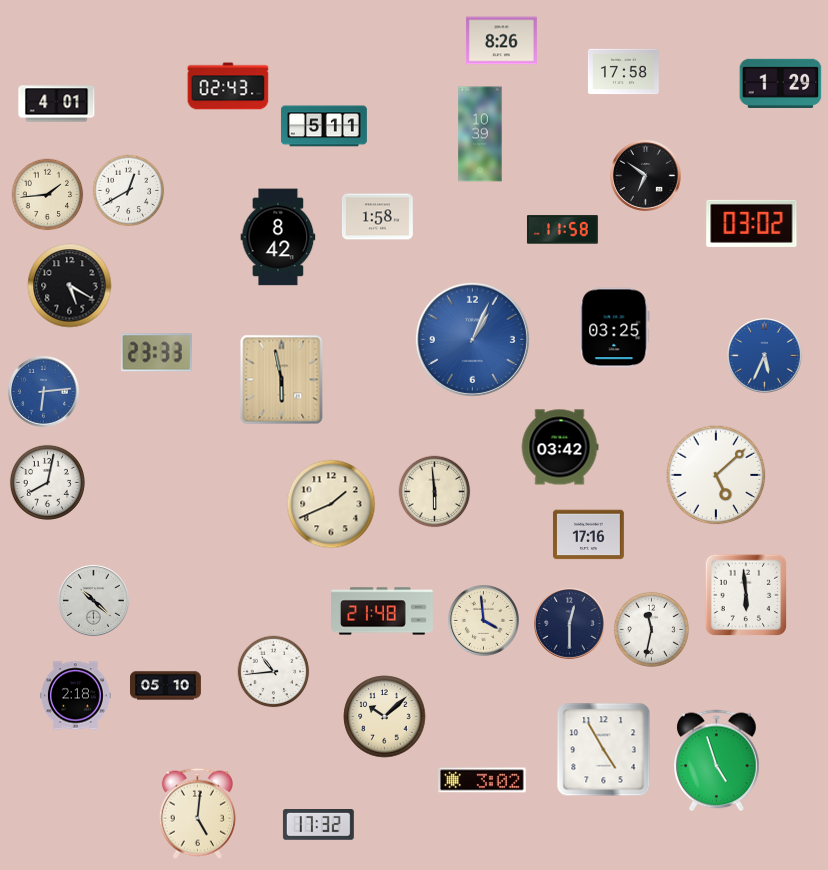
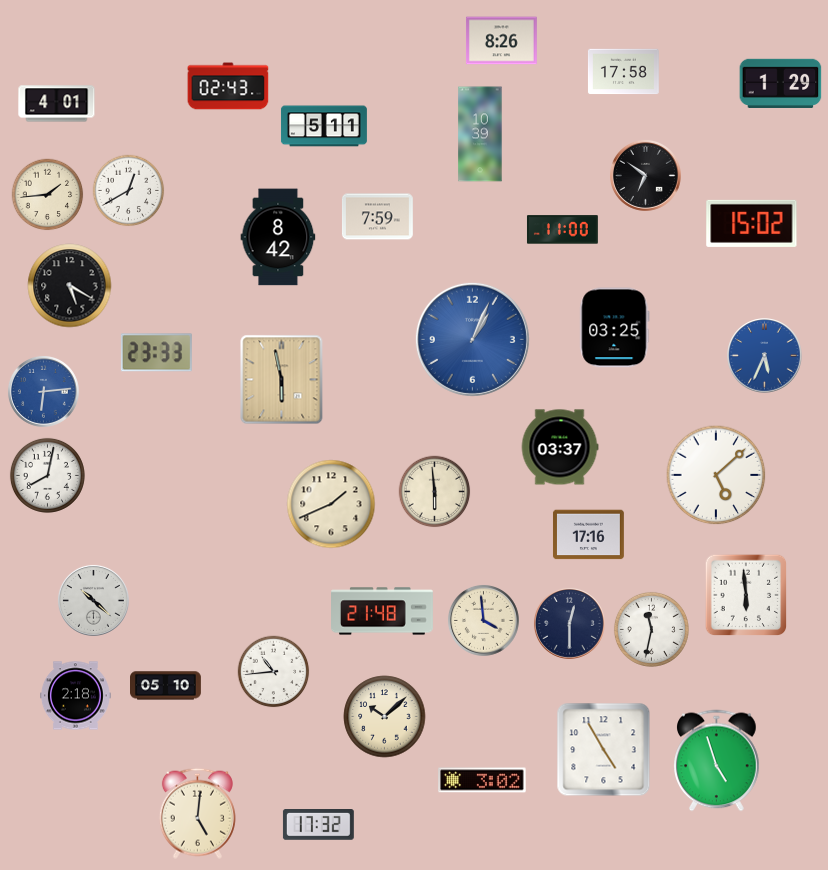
clock at (377, 217): 1:58 -> 7:59
clock at (752, 223): 03:02 -> 15:02
clock at (562, 230): 11:58 -> 11:00
clock at (560, 447): 03:42 -> 03:37
clock at (47, 482) position: (47, 482) -> (47, 475)
